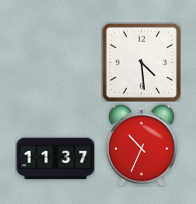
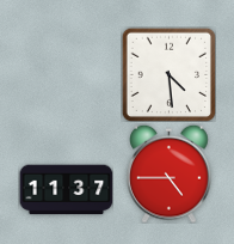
clock at (142, 145): 10:34 -> 4:45
